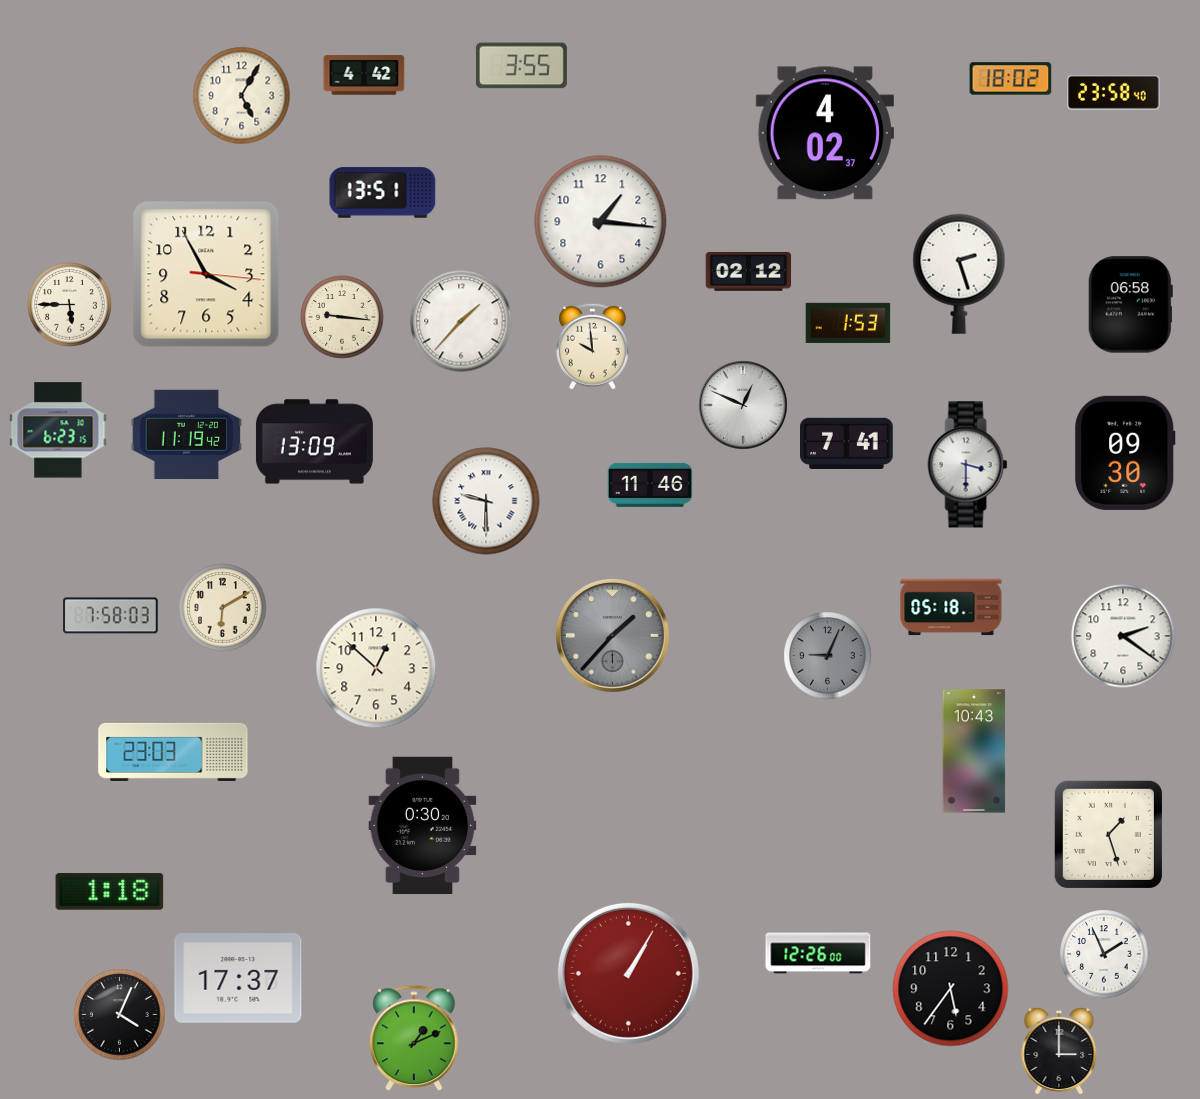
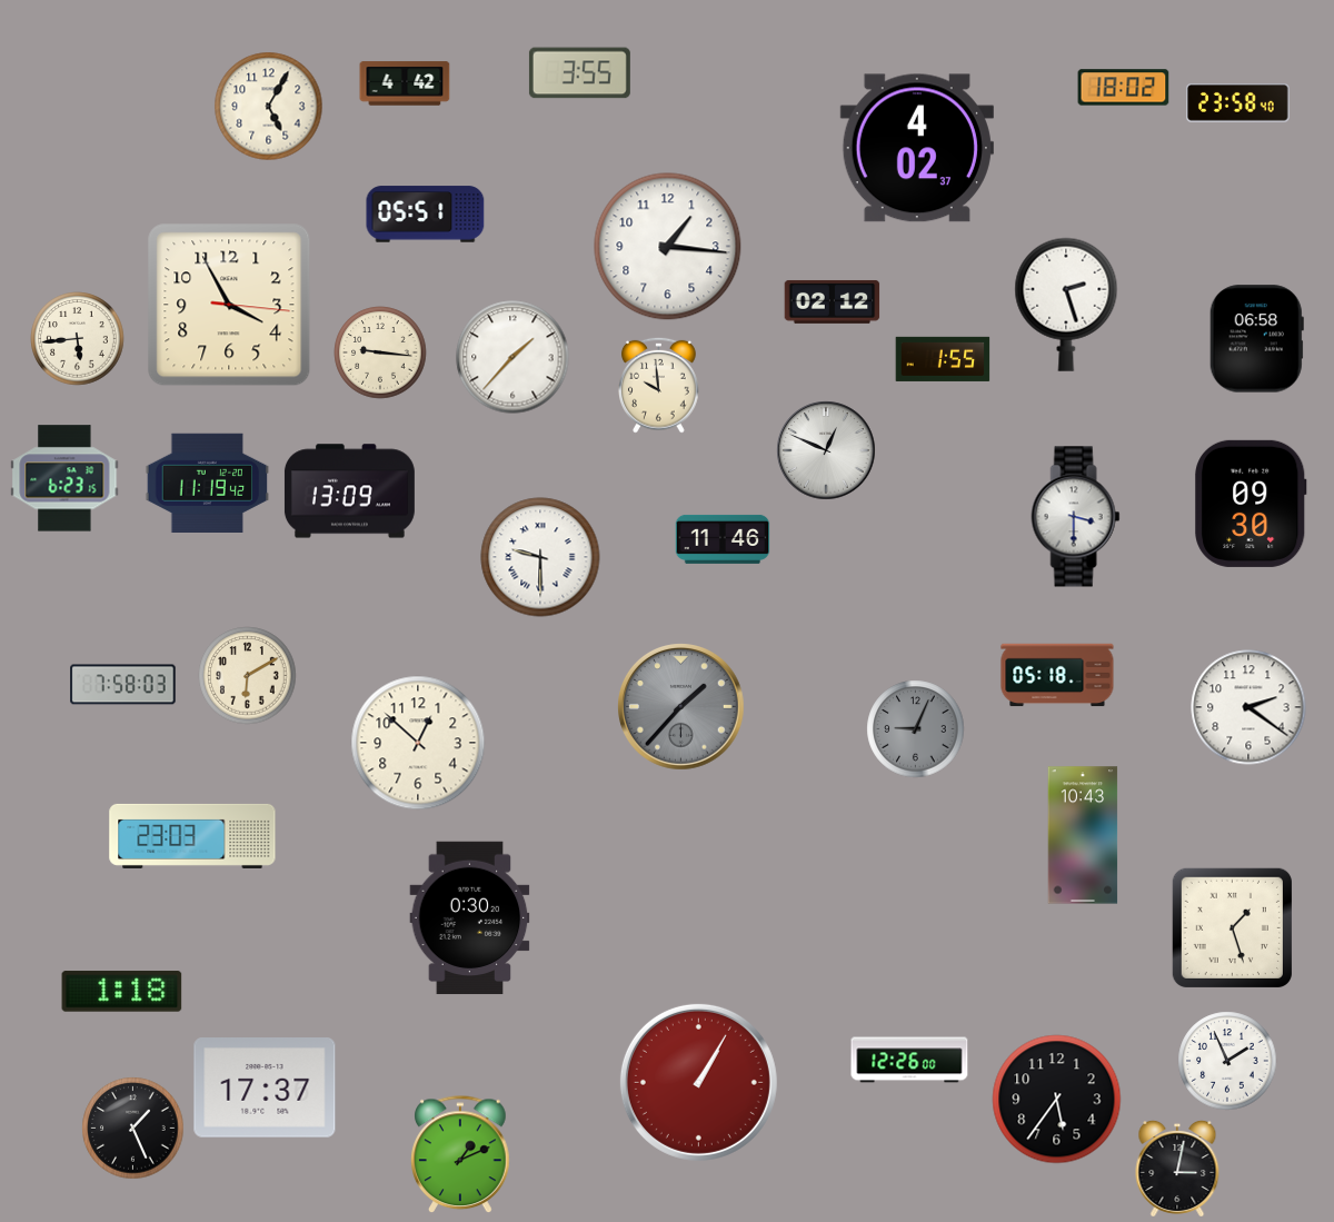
clock at (383, 193): 13:51 -> 05:51
clock at (70, 305): 5:45 -> 5:44
clock at (848, 323): 1:53 -> 1:55
clock at (847, 443): 7:41 -> none
clock at (828, 656) position: (828, 656) -> (916, 729)
clock at (120, 1015): 4:04 -> 1:26
clock at (1059, 1051): 3:00 -> 3:02
